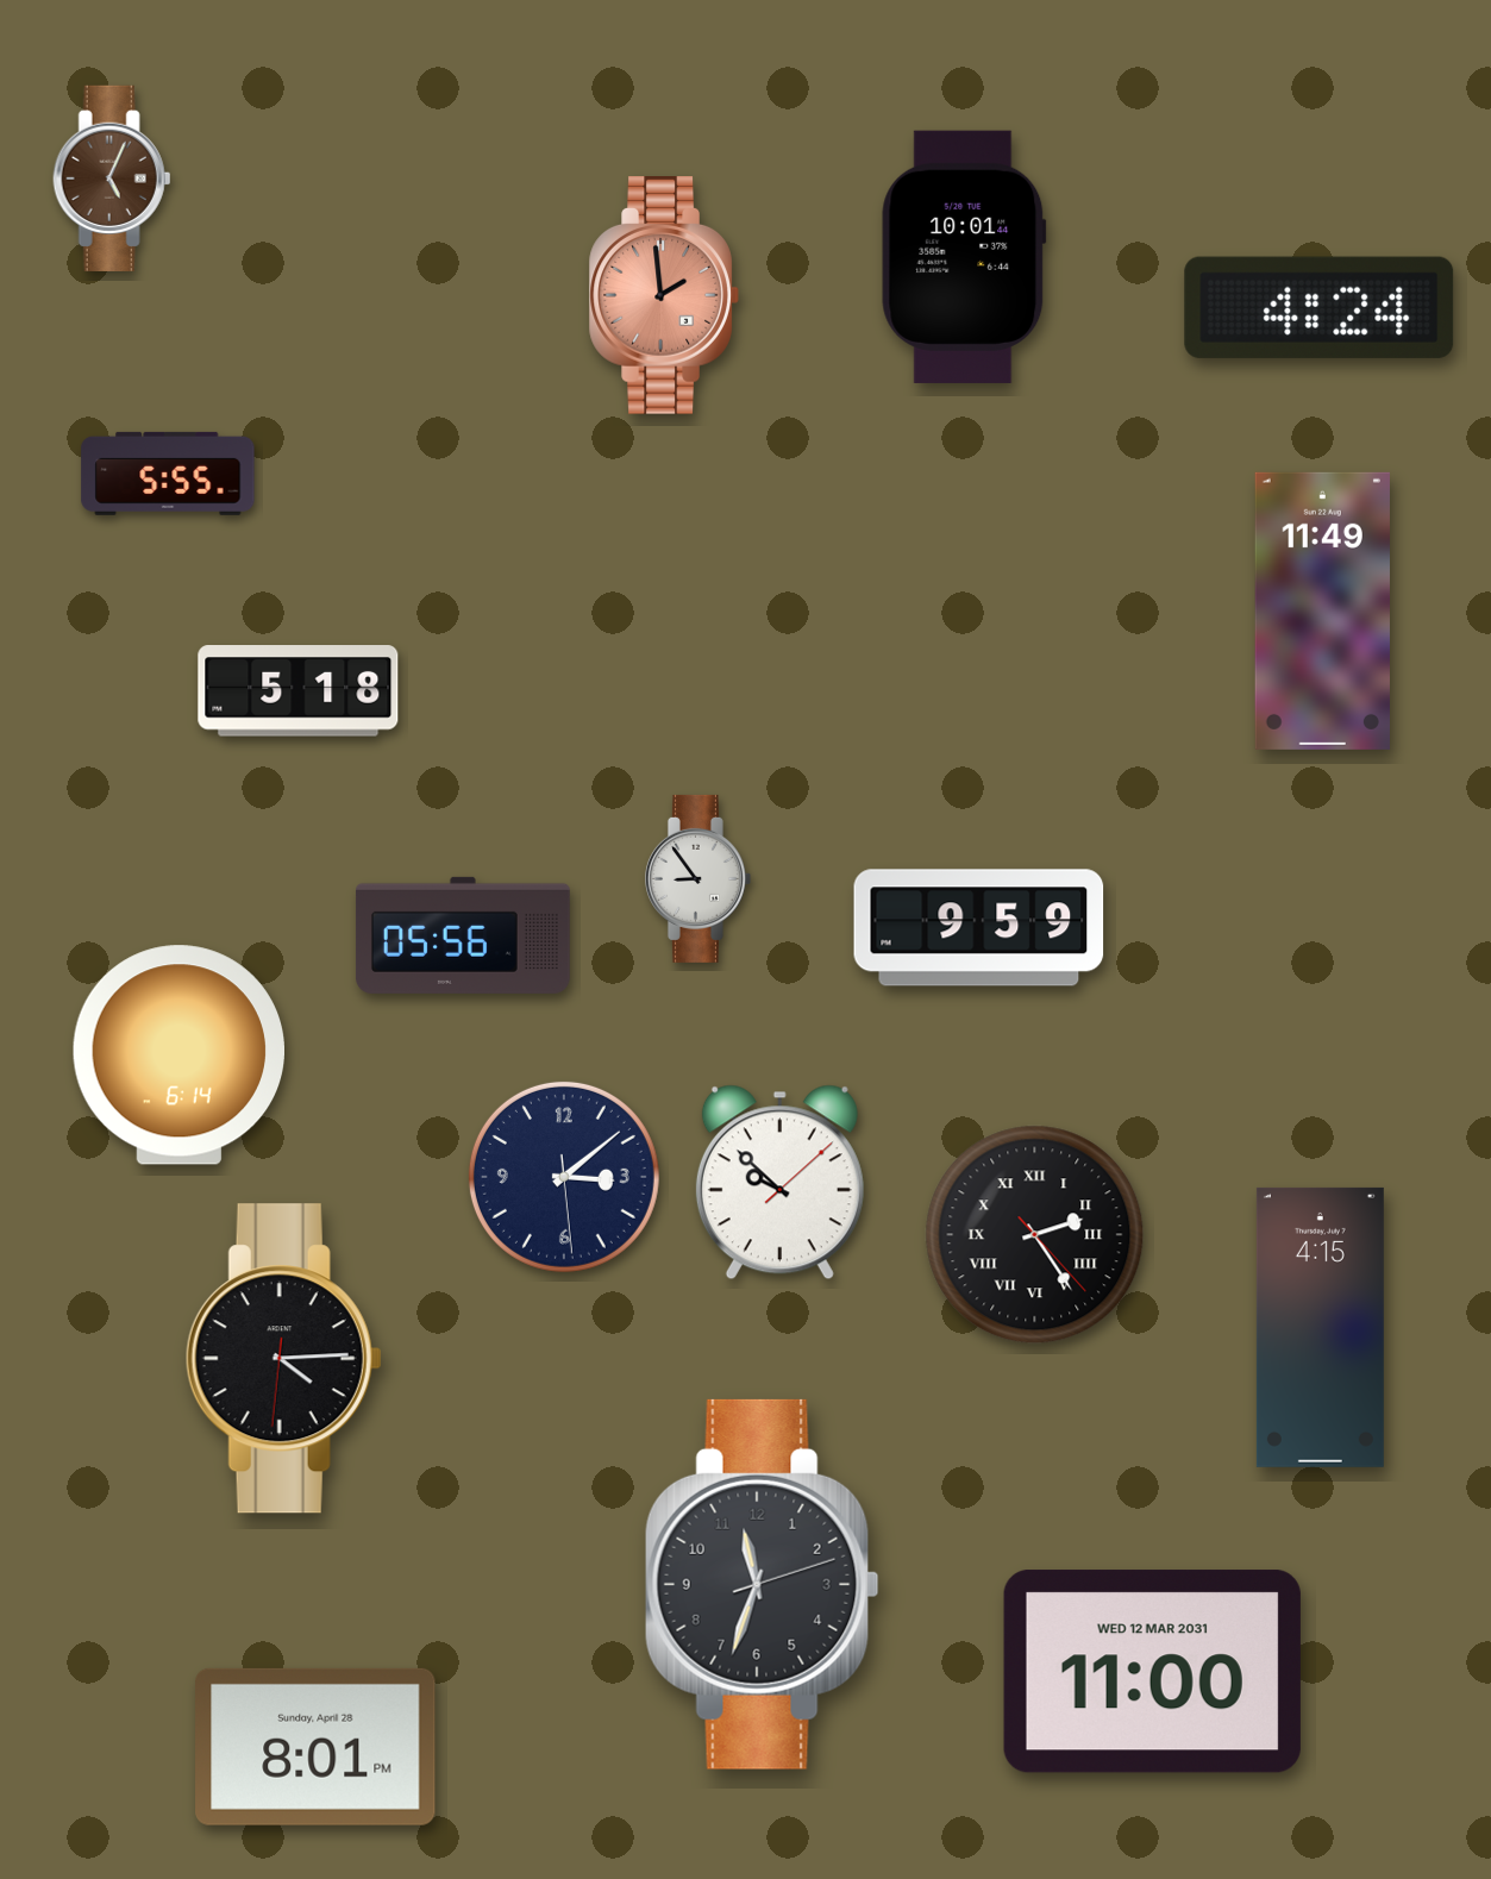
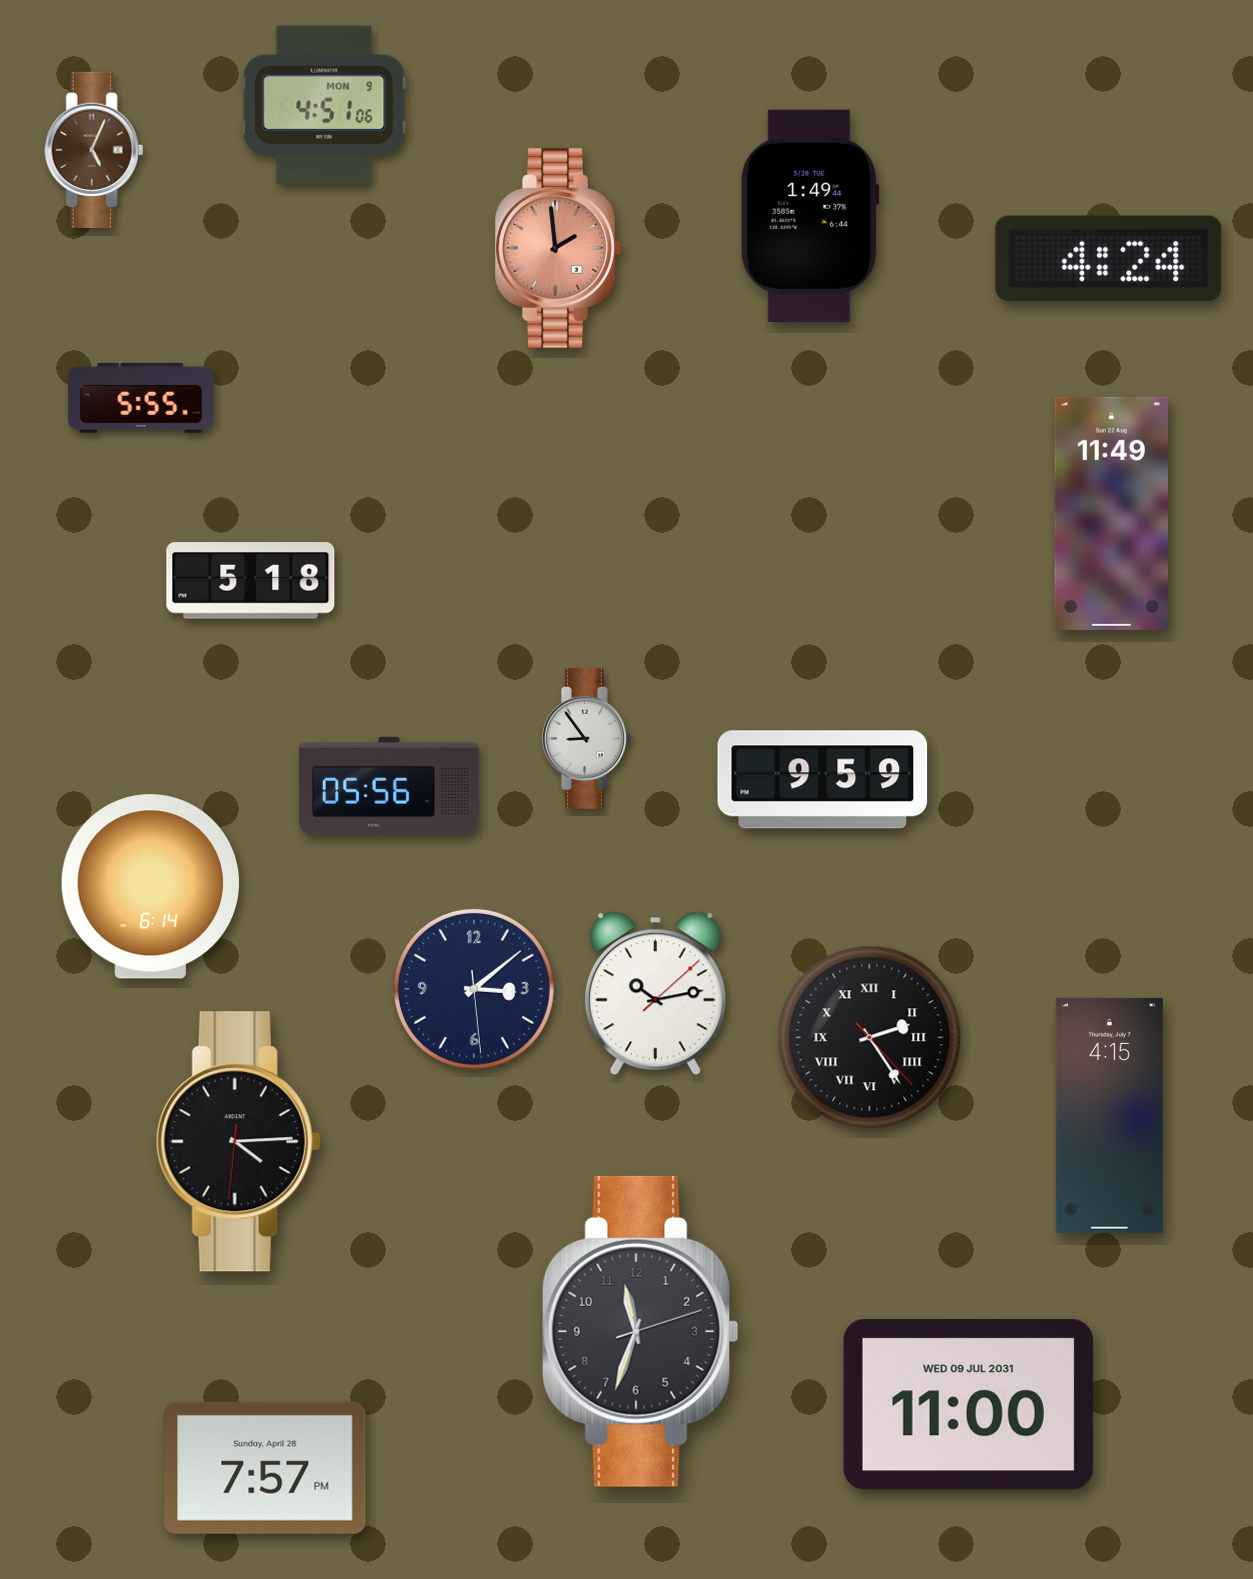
clock at (324, 105): none -> 4:51
clock at (964, 257): 10:01 -> 1:49
clock at (779, 1183): 9:52 -> 10:13
clock at (1152, 1672) date: WED 12 MAR 2031 -> WED 09 JUL 2031
clock at (315, 1747): 8:01 -> 7:57
